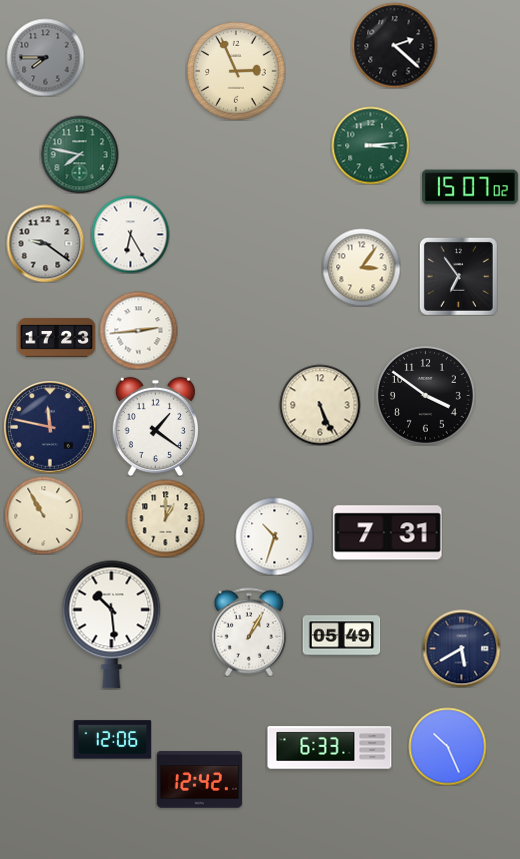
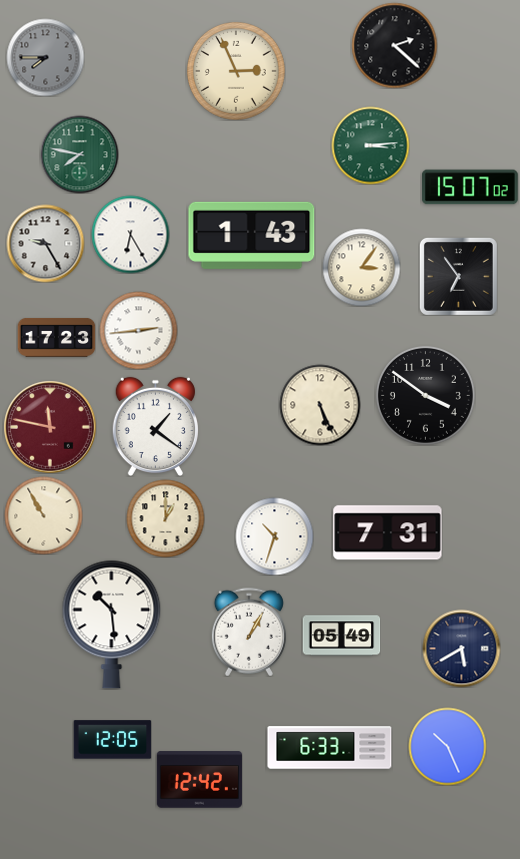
clock at (252, 235): none -> 1:43
clock at (45, 243): 9:21 -> 9:25
clock at (50, 427) dial: navy -> burgundy
clock at (112, 740): 12:06 -> 12:05
